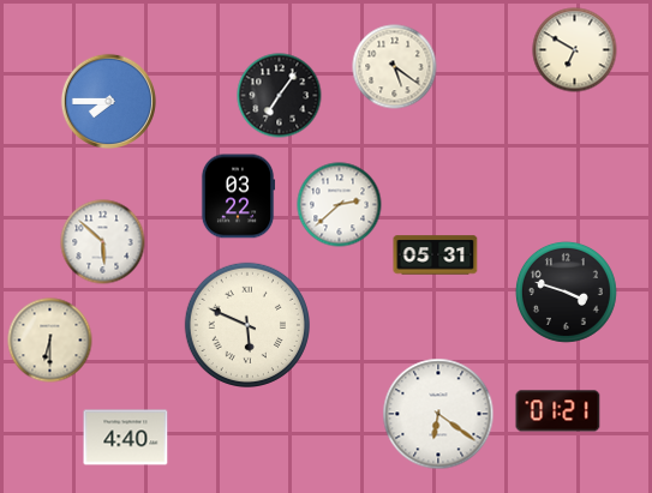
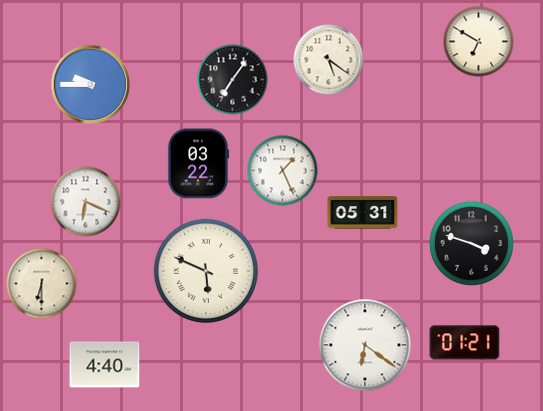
clock at (395, 67) position: (395, 67) -> (329, 60)
clock at (108, 101): 7:45 -> 9:45
clock at (340, 205): 2:38 -> 1:26
clock at (103, 242): 5:52 -> 6:19
